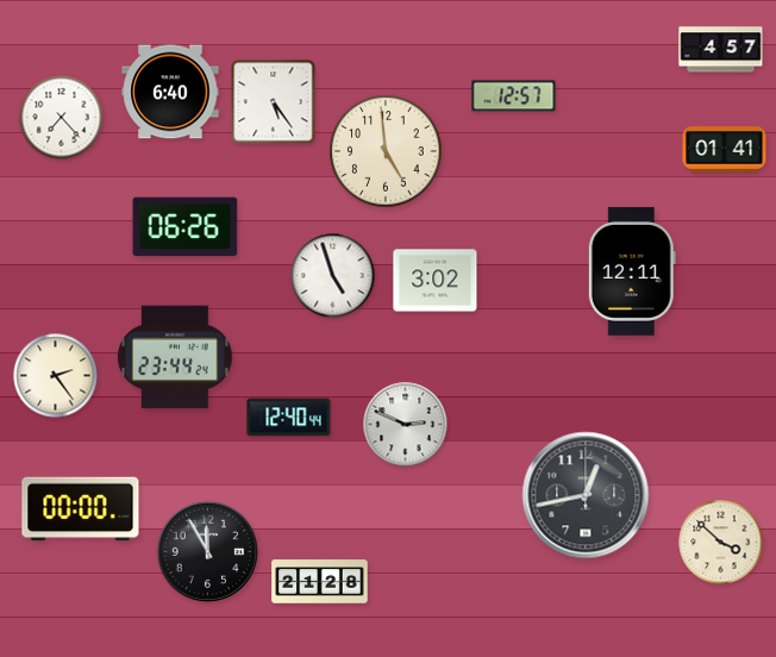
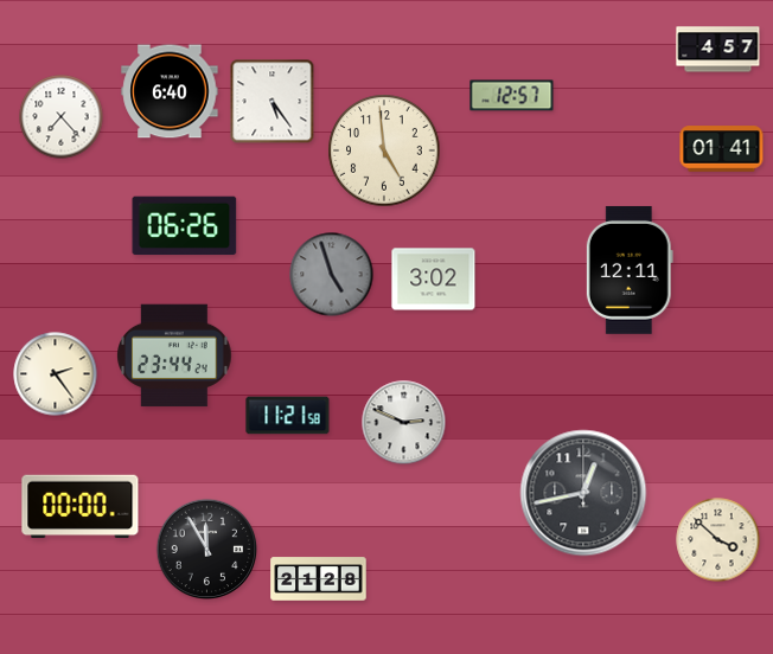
clock at (333, 276) dial: white -> grey
clock at (289, 418): 12:40 -> 11:21
